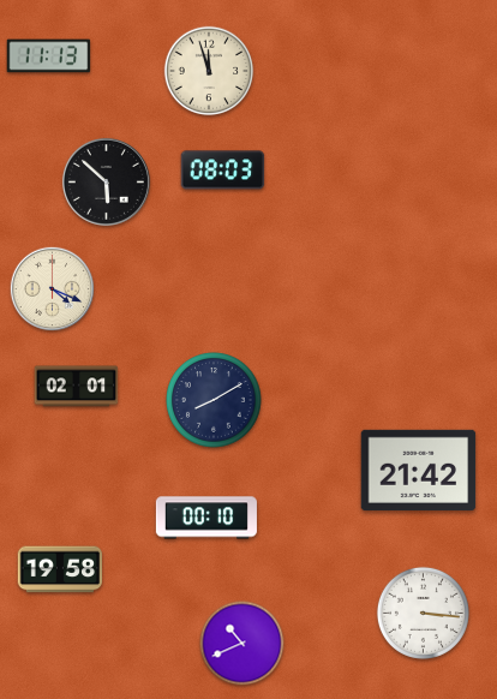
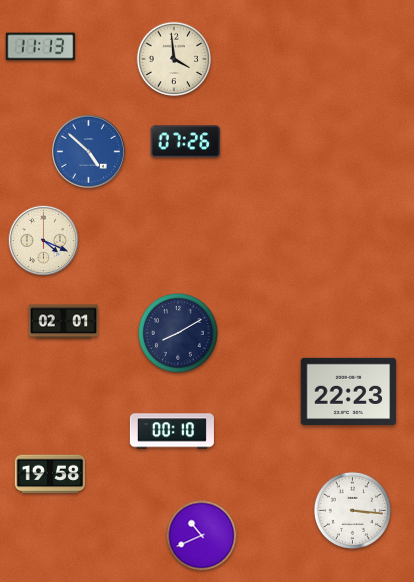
clock at (209, 71): 11:57 -> 3:59
clock at (223, 171): 08:03 -> 07:26
clock at (106, 181): 5:52 -> 4:52
clock at (106, 181) dial: black -> blue
clock at (419, 470): 21:42 -> 22:23
